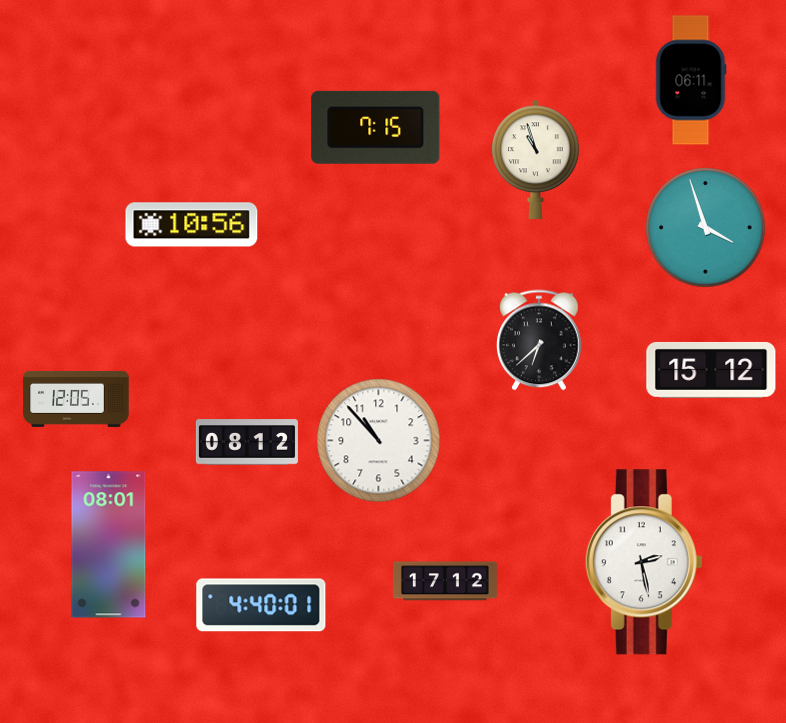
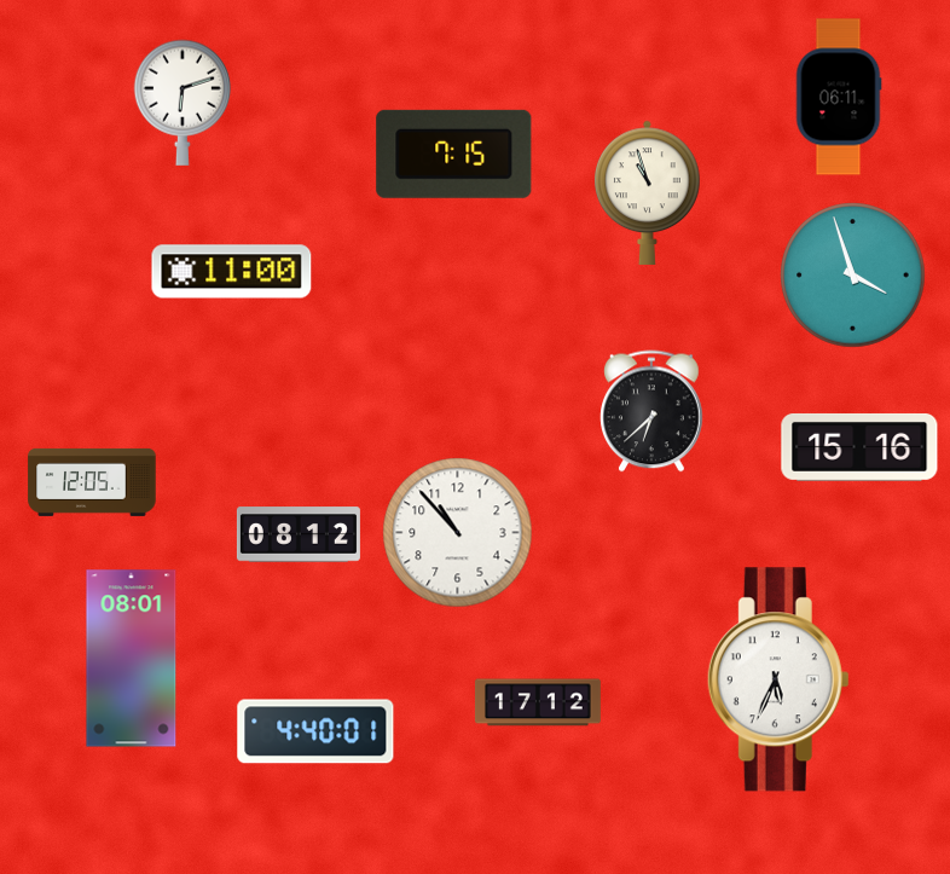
clock at (691, 80) position: (691, 80) -> (839, 97)
clock at (181, 103): none -> 6:12
clock at (192, 225): 10:56 -> 11:00
clock at (711, 370): 15:12 -> 15:16
clock at (644, 562): 2:28 -> 5:34
